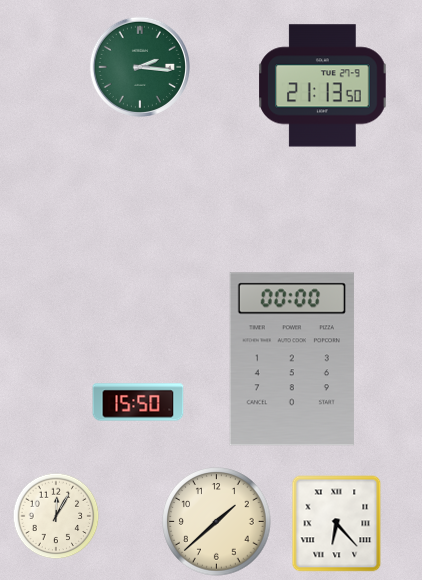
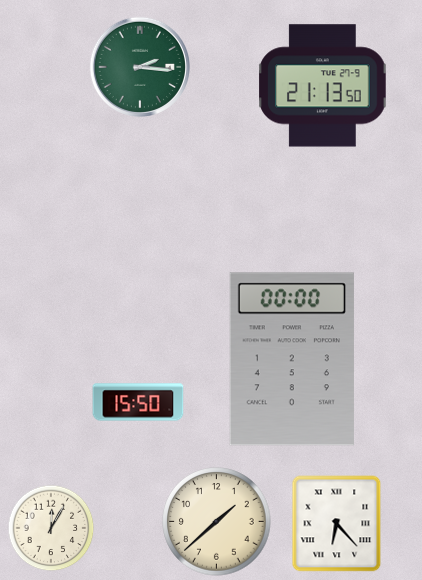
clock at (56, 516) position: (56, 516) -> (51, 528)
